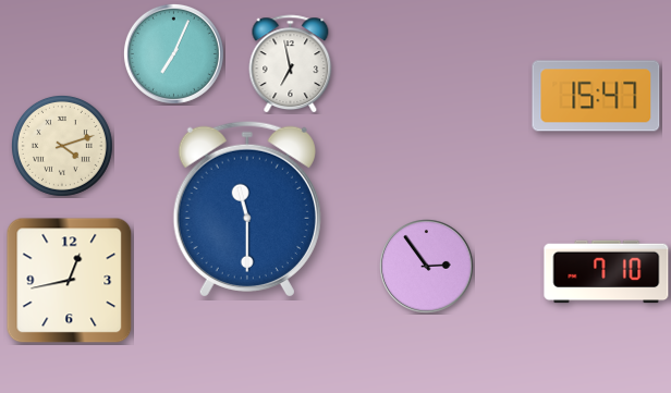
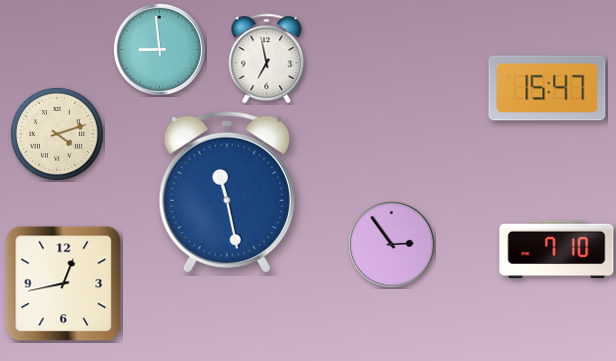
clock at (173, 53): 7:04 -> 8:59
clock at (247, 208): 11:30 -> 11:28
clock at (70, 281) position: (70, 281) -> (64, 284)
